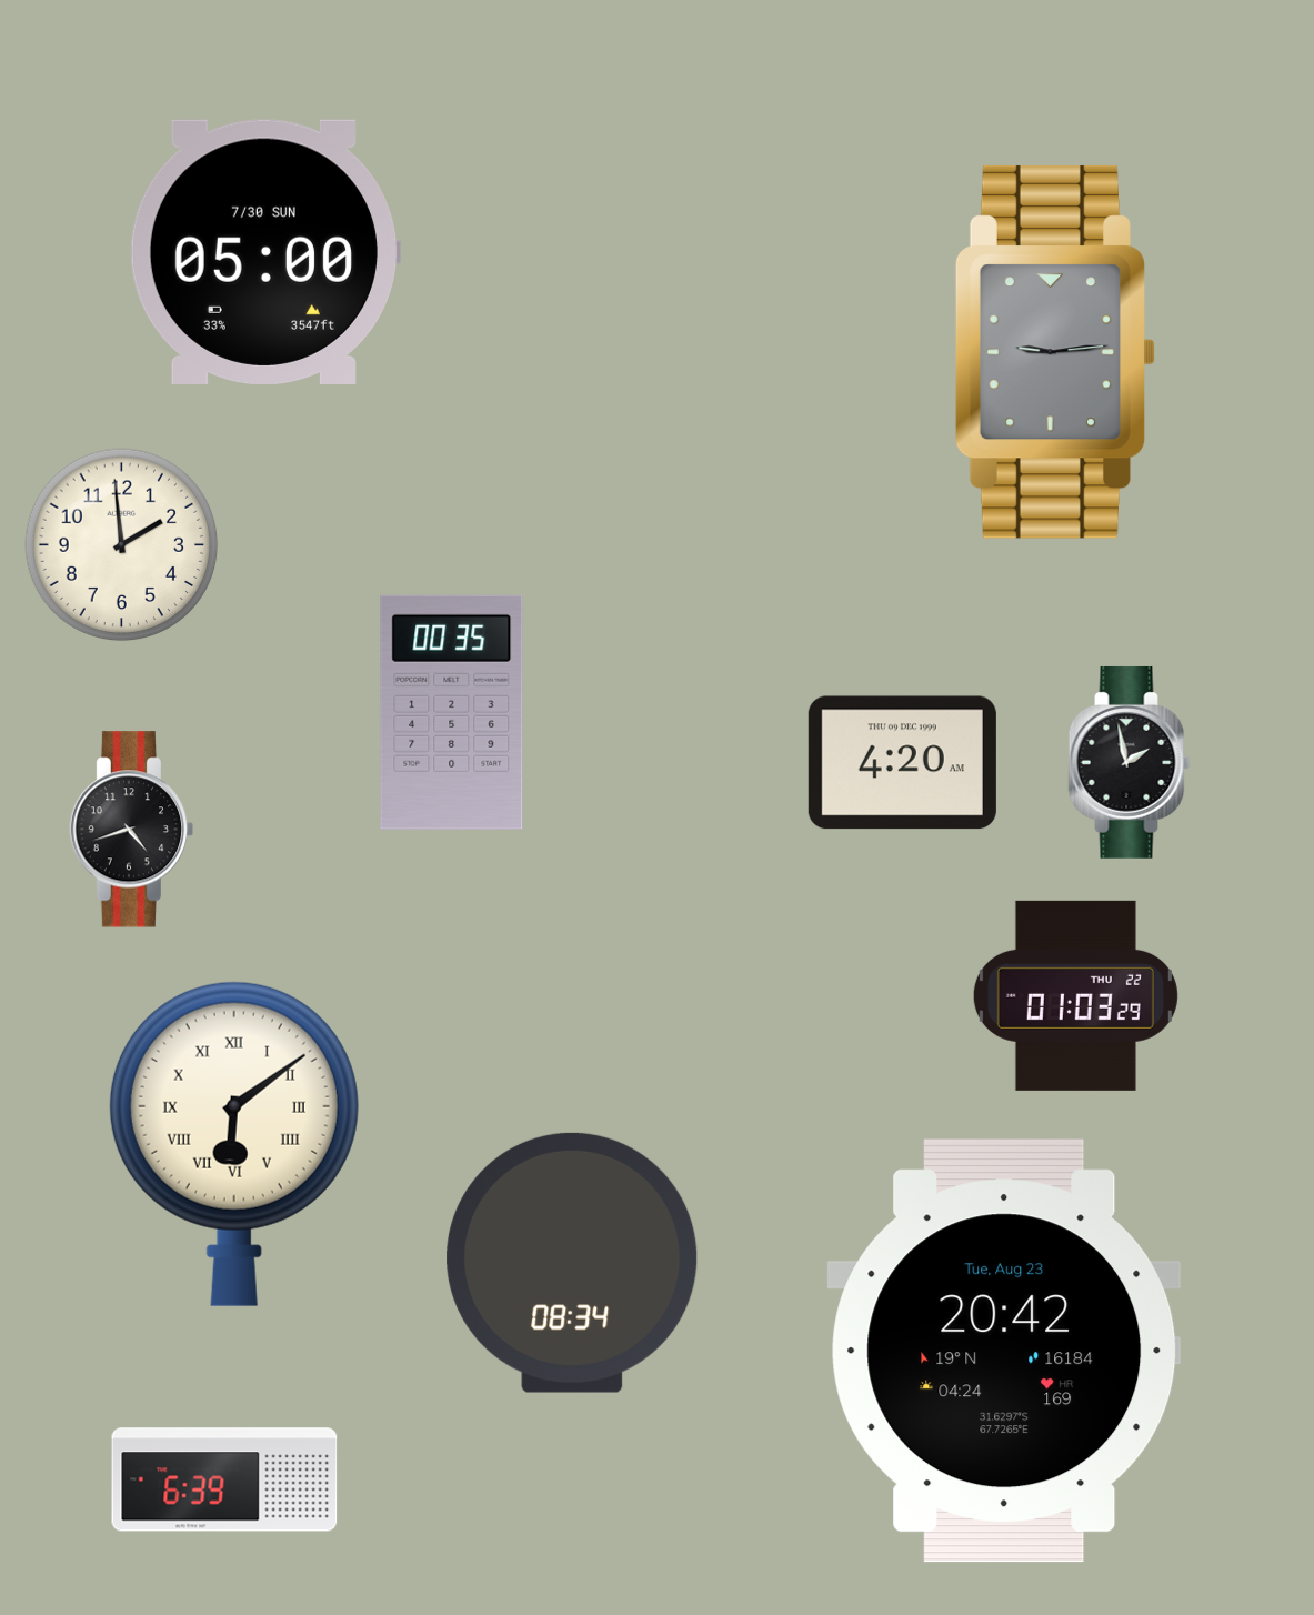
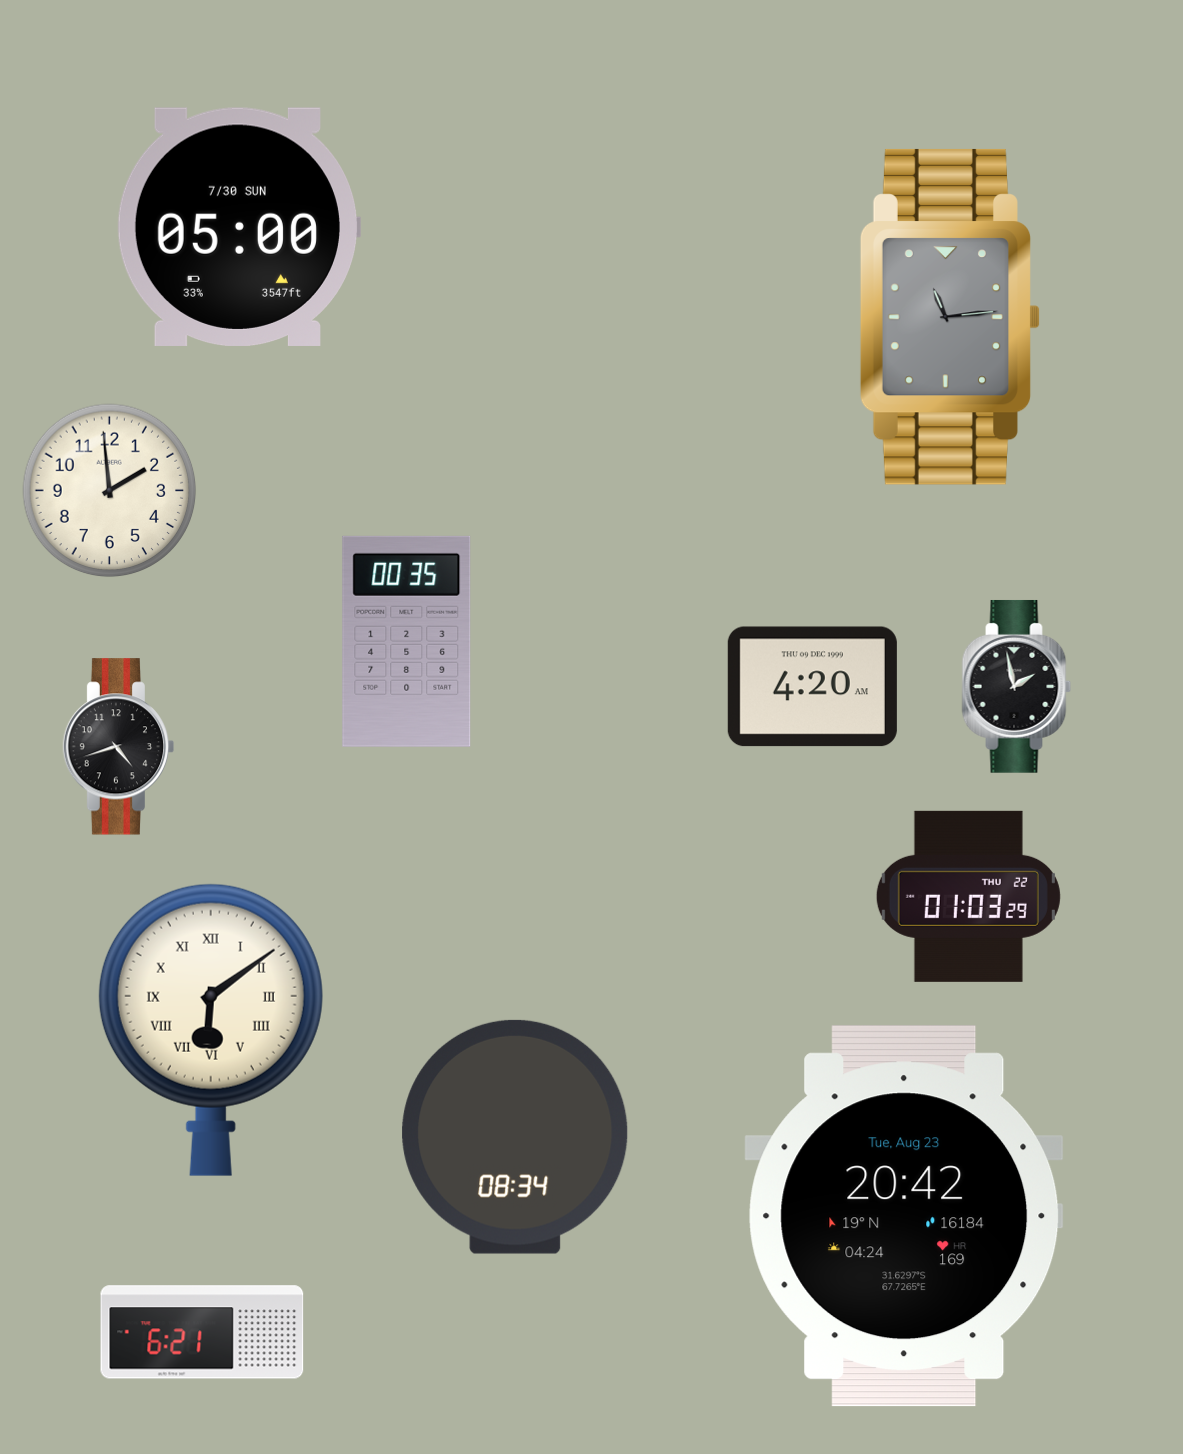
clock at (1055, 352): 9:14 -> 11:14
clock at (224, 1479): 6:39 -> 6:21
